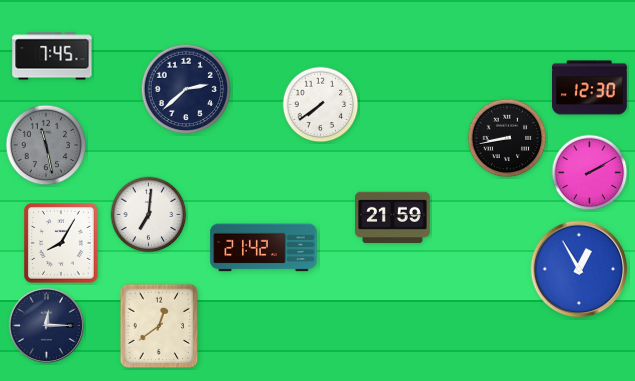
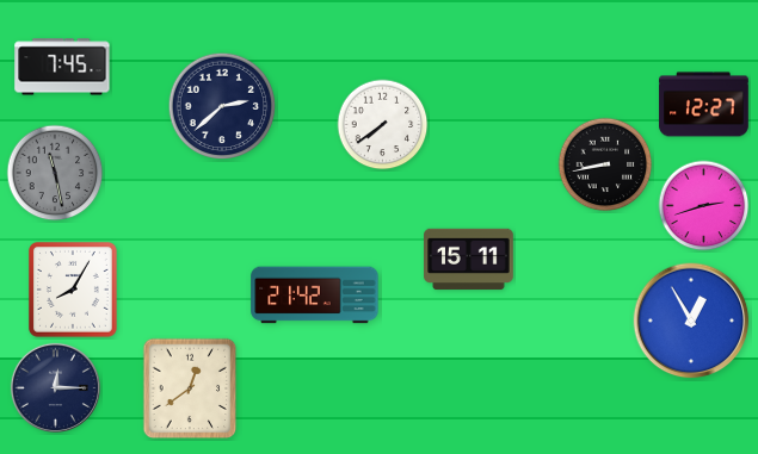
clock at (590, 88): 12:30 -> 12:27
clock at (590, 173): 2:10 -> 2:42
clock at (149, 215): 7:01 -> none
clock at (393, 218): 21:59 -> 15:11
